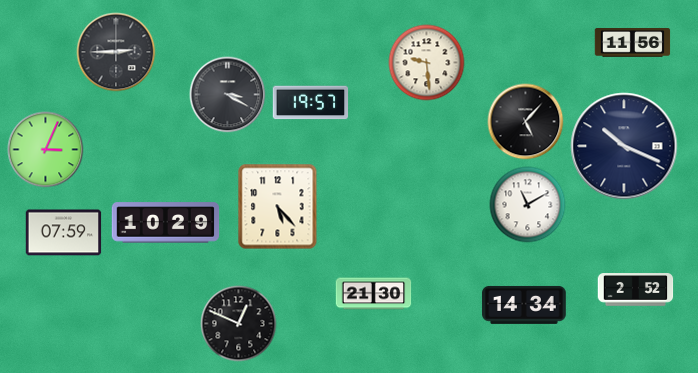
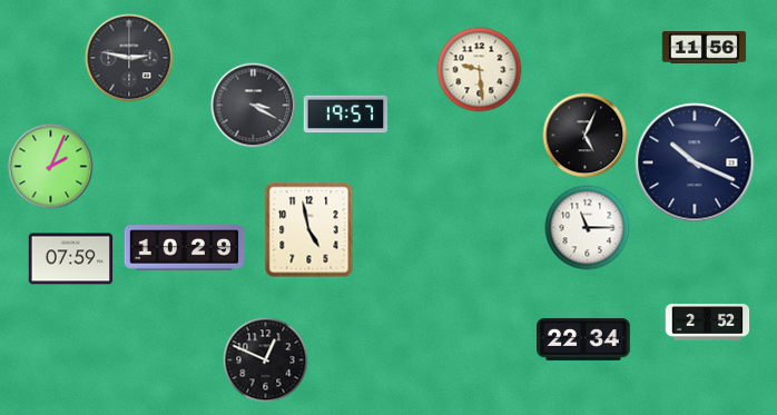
clock at (116, 52): 2:45 -> 2:47
clock at (427, 63) position: (427, 63) -> (480, 70)
clock at (526, 122): 5:07 -> 5:04
clock at (46, 150): 3:04 -> 2:04
clock at (528, 205): 11:10 -> 11:15
clock at (278, 207): 5:23 -> 4:58
clock at (374, 294): 21:30 -> none
clock at (524, 305): 14:34 -> 22:34
